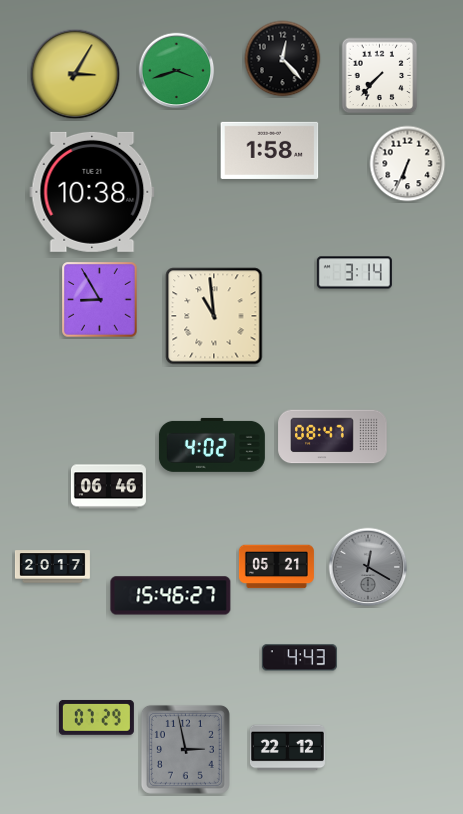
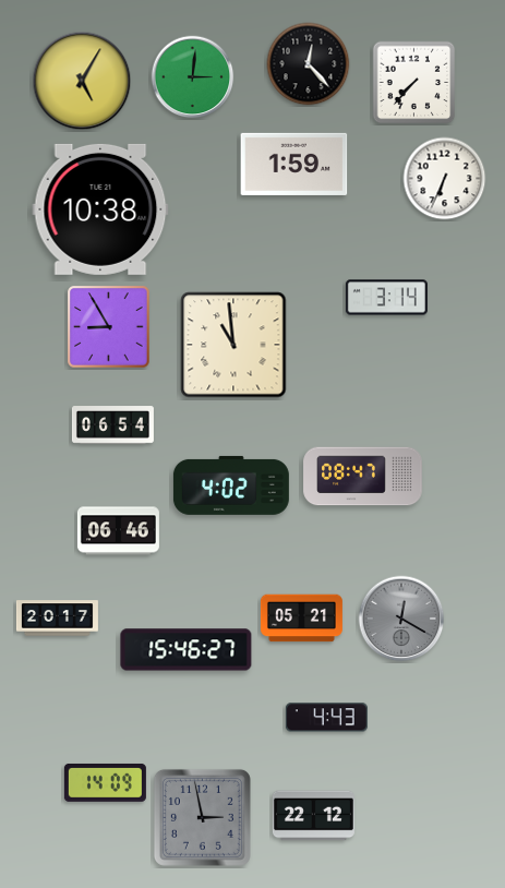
clock at (177, 71): 3:42 -> 3:01
clock at (75, 74): 3:05 -> 5:05
clock at (270, 150): 1:58 -> 1:59
clock at (112, 425): none -> 06:54
clock at (96, 717): 07:29 -> 14:09
